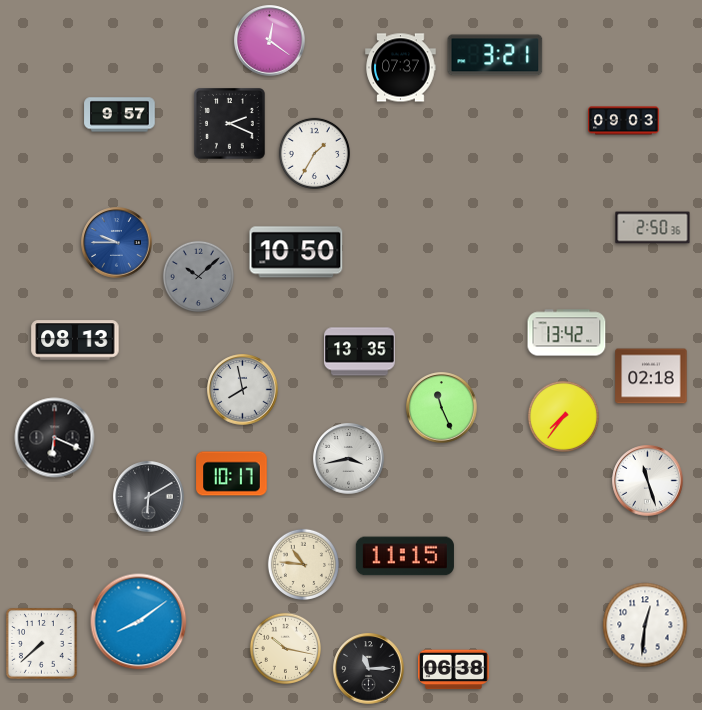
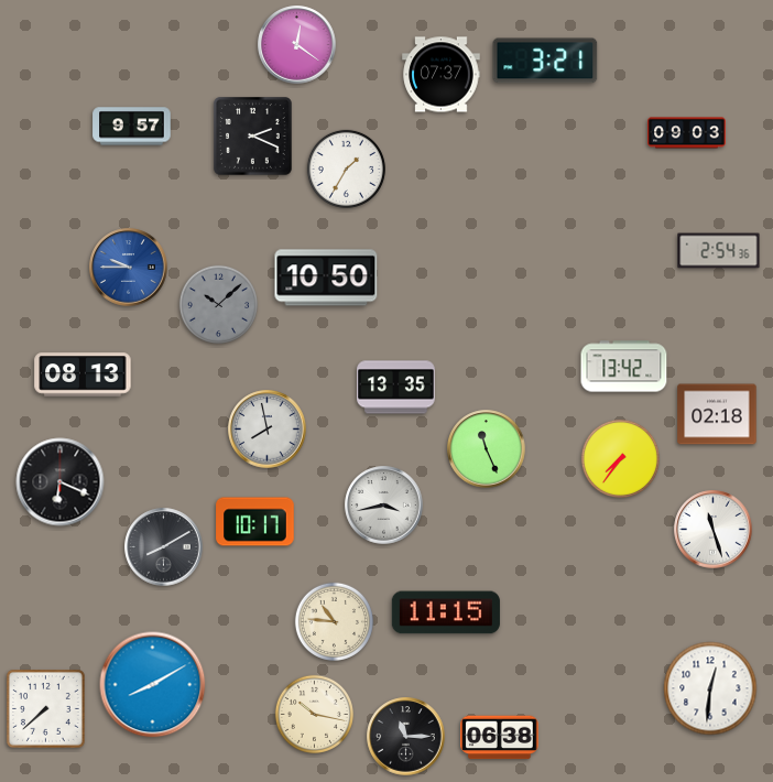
clock at (653, 228): 2:50 -> 2:54
clock at (149, 497): 6:10 -> 8:10
clock at (139, 622): 8:09 -> 8:10
